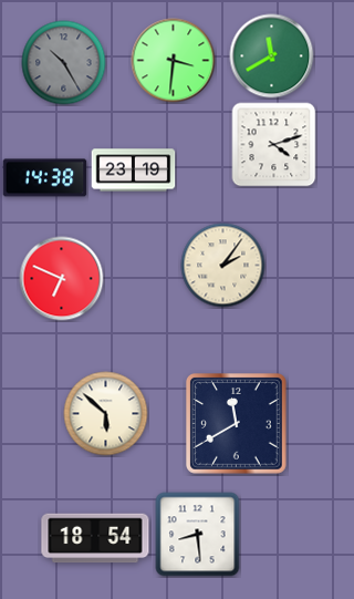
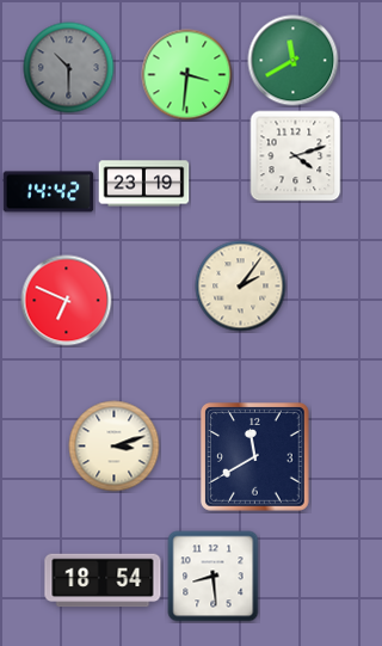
clock at (174, 61) position: (174, 61) -> (187, 75)
clock at (64, 63): 10:25 -> 10:30
clock at (45, 178): 14:38 -> 14:42
clock at (106, 414): 5:52 -> 3:12
